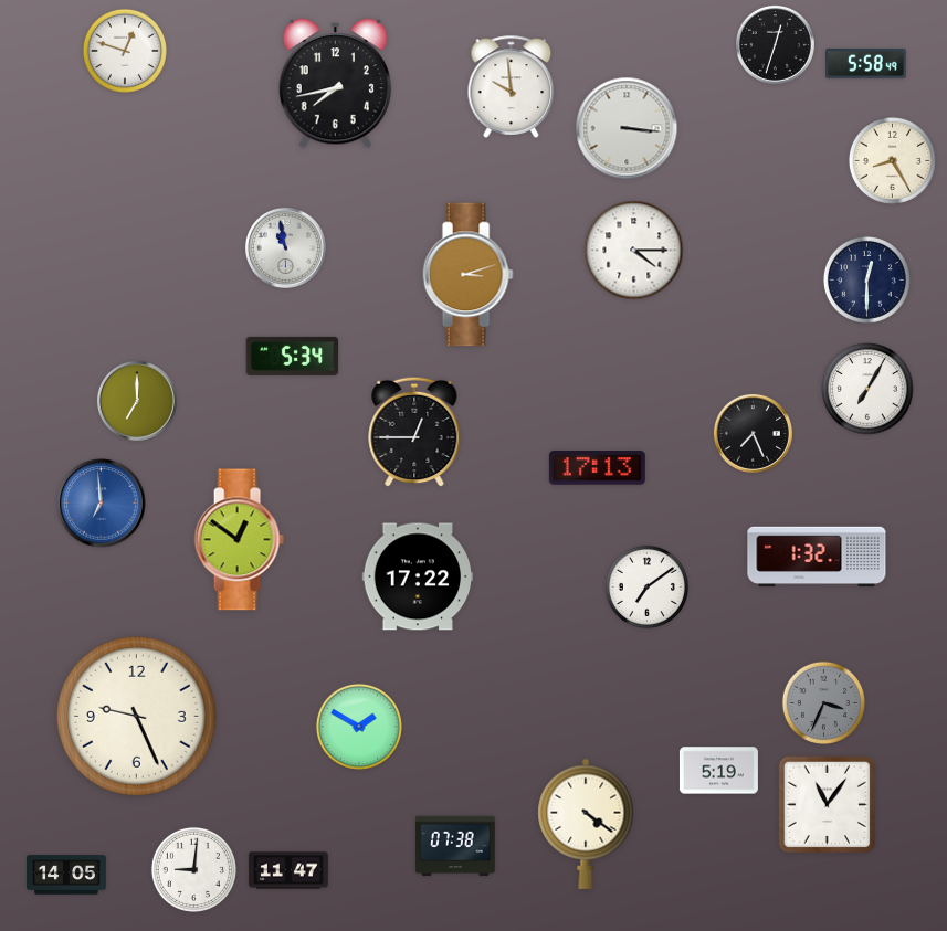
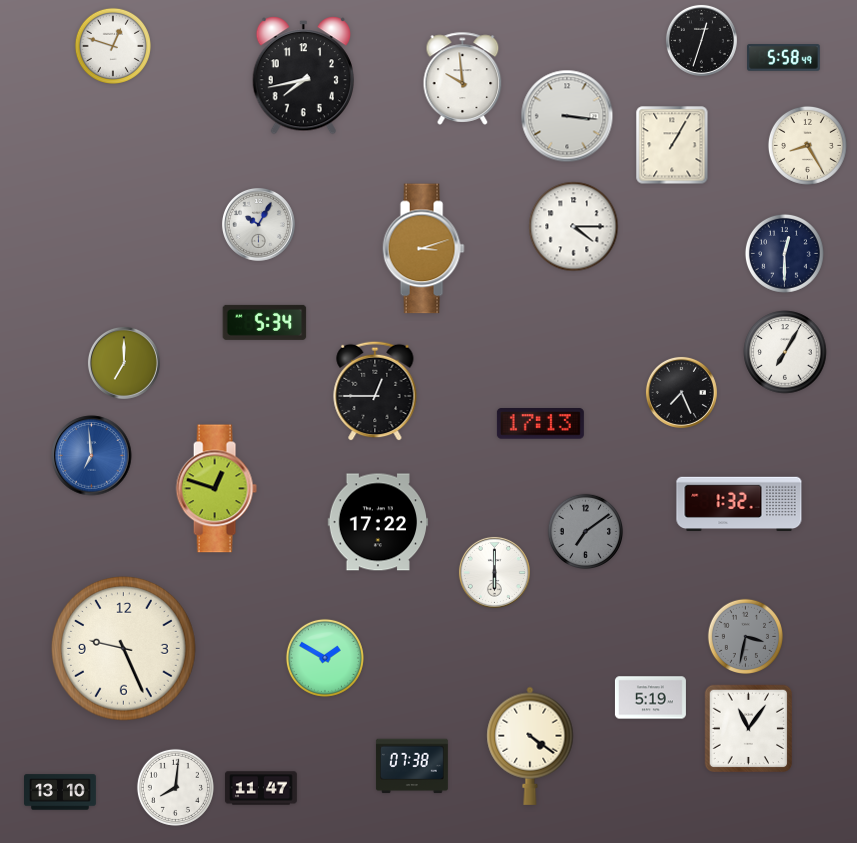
clock at (672, 145): none -> 1:05
clock at (285, 247): 10:58 -> 10:05
clock at (239, 540): 12:51 -> 12:48
clock at (646, 586) dial: white -> grey
clock at (494, 572): none -> 6:00
clock at (823, 702): 3:34 -> 3:32
clock at (193, 869): 9:01 -> 8:01
clock at (67, 875): 14:05 -> 13:10
